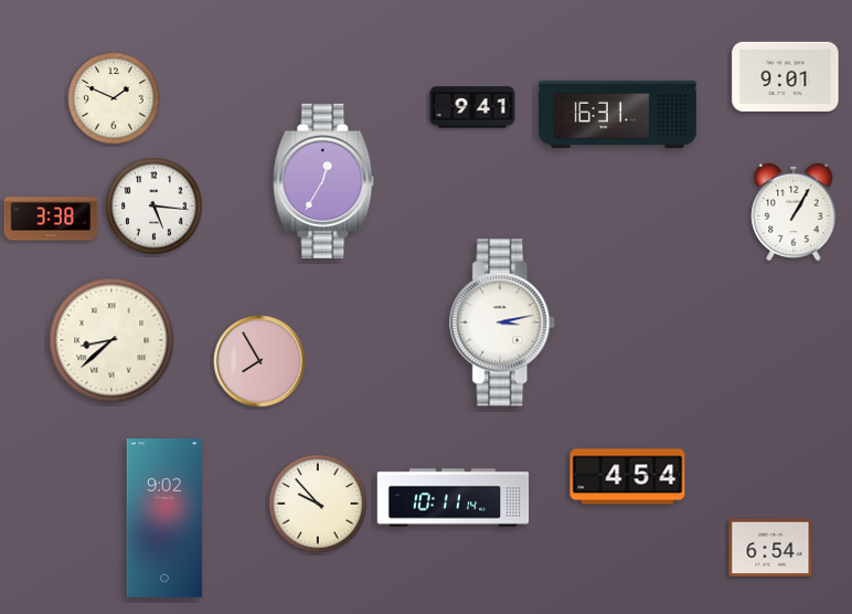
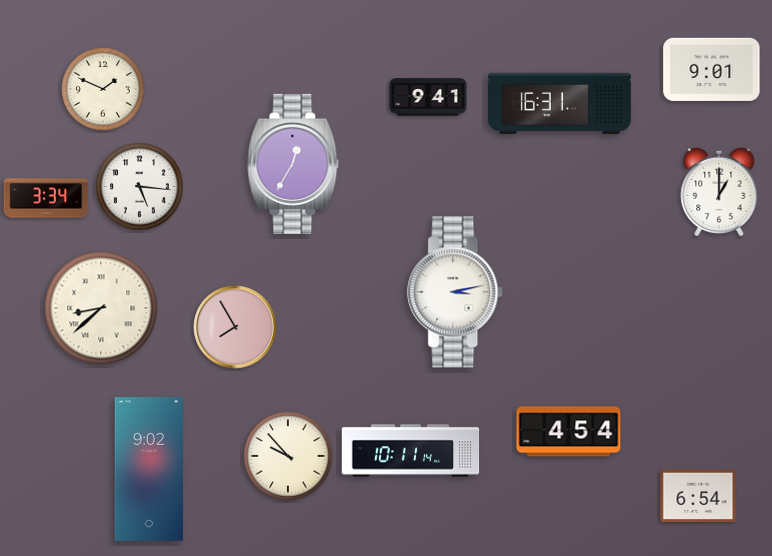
clock at (794, 212): 1:05 -> 1:00
clock at (51, 219): 3:38 -> 3:34
